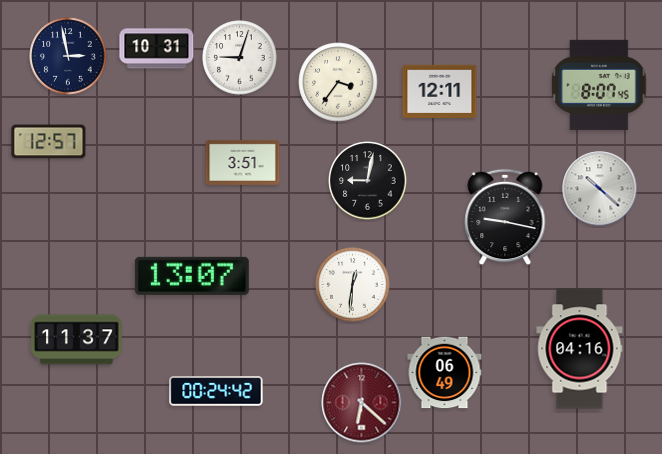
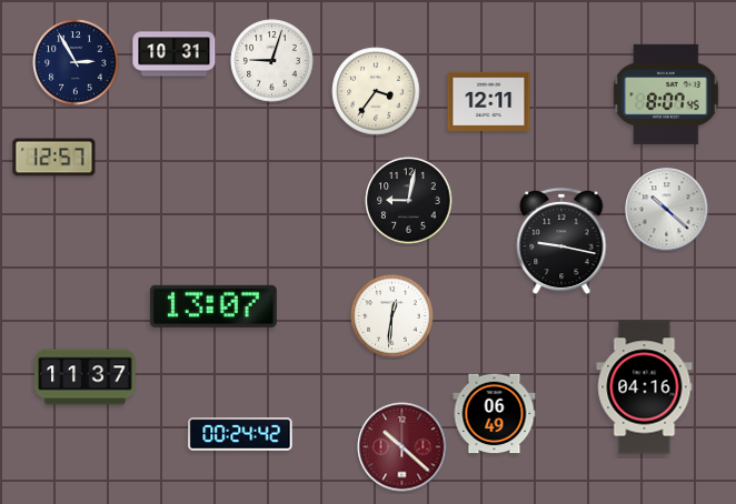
clock at (68, 56): 2:58 -> 2:55
clock at (240, 58) position: (240, 58) -> (272, 61)
clock at (243, 162): 3:51 -> none
clock at (362, 403): 6:22 -> 10:22
